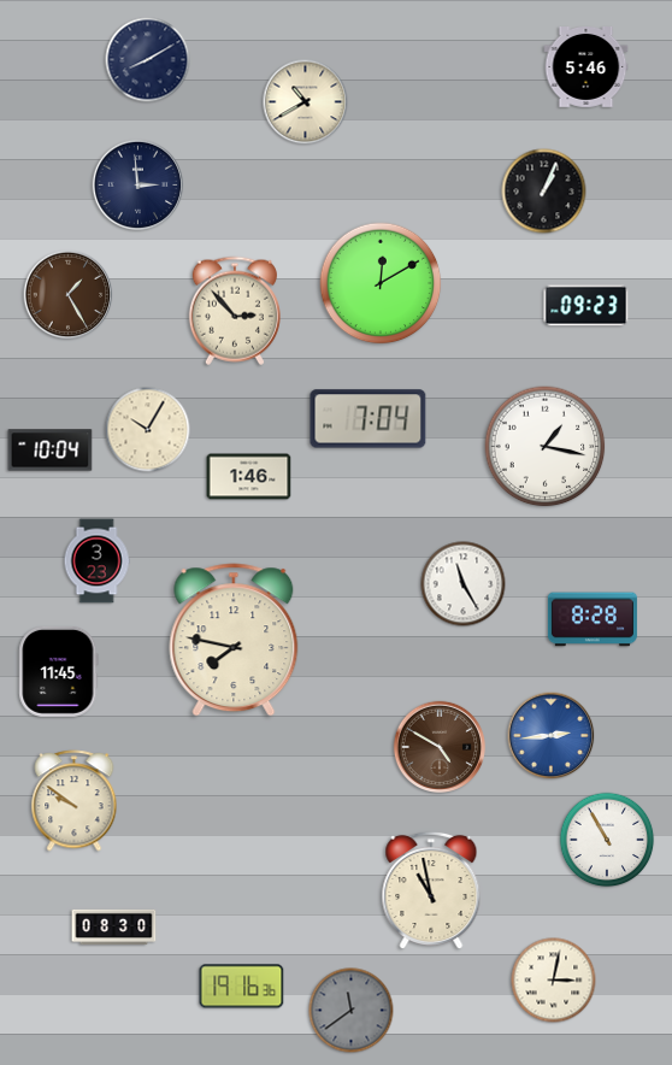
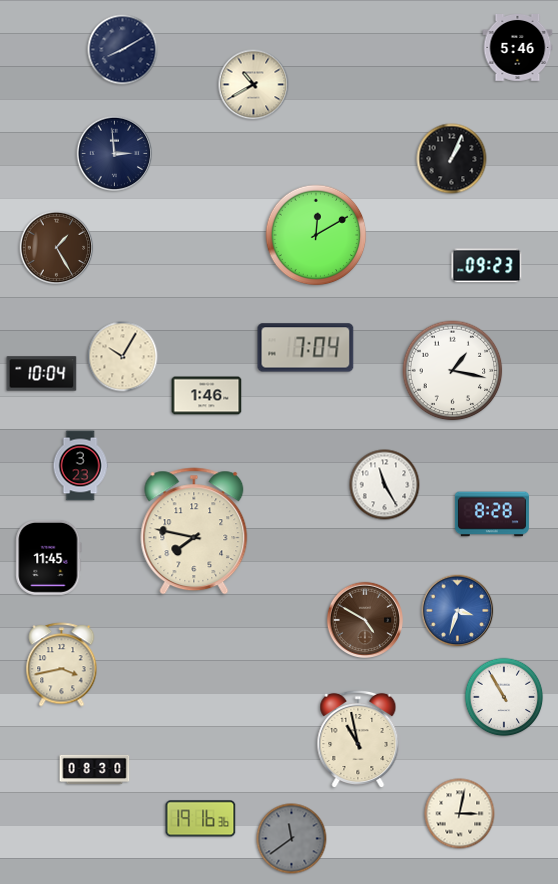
clock at (586, 67) position: (586, 67) -> (518, 48)
clock at (69, 295) position: (69, 295) -> (57, 248)
clock at (586, 306) position: (586, 306) -> (487, 266)
clock at (235, 311): 2:53 -> none
clock at (552, 736): 2:44 -> 3:33
clock at (75, 801): 9:51 -> 3:43
